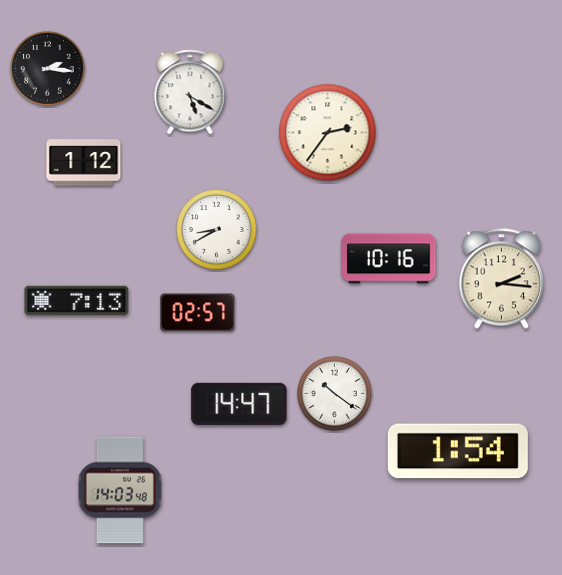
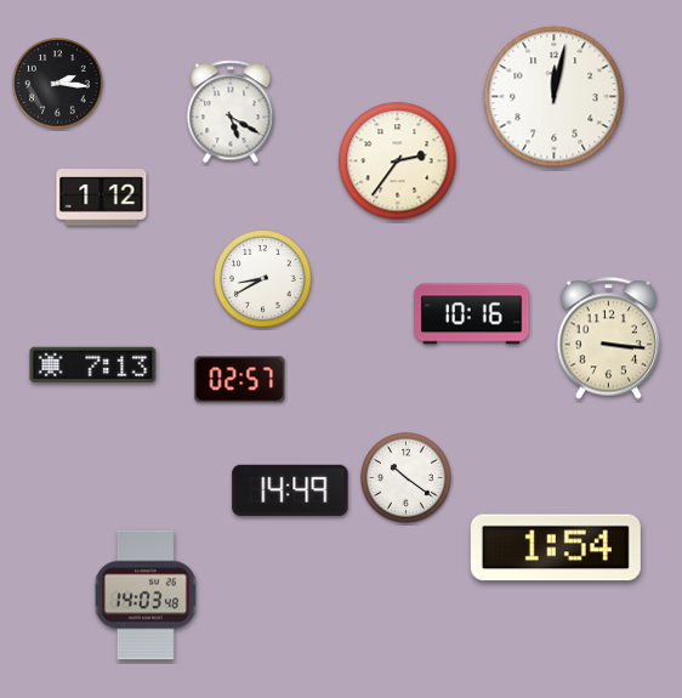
clock at (555, 97): none -> 12:02
clock at (502, 279): 2:16 -> 3:16
clock at (239, 404): 14:47 -> 14:49
